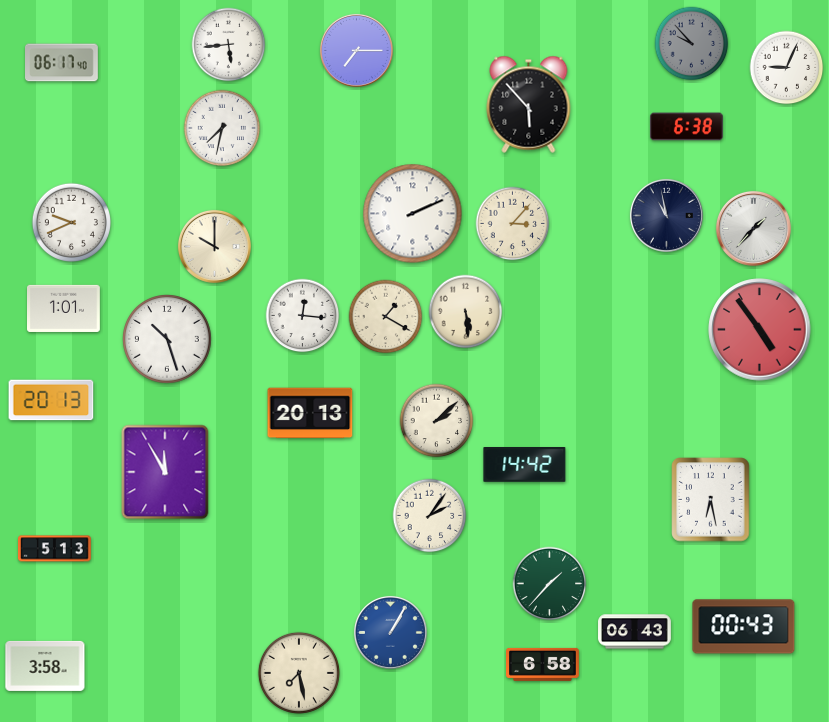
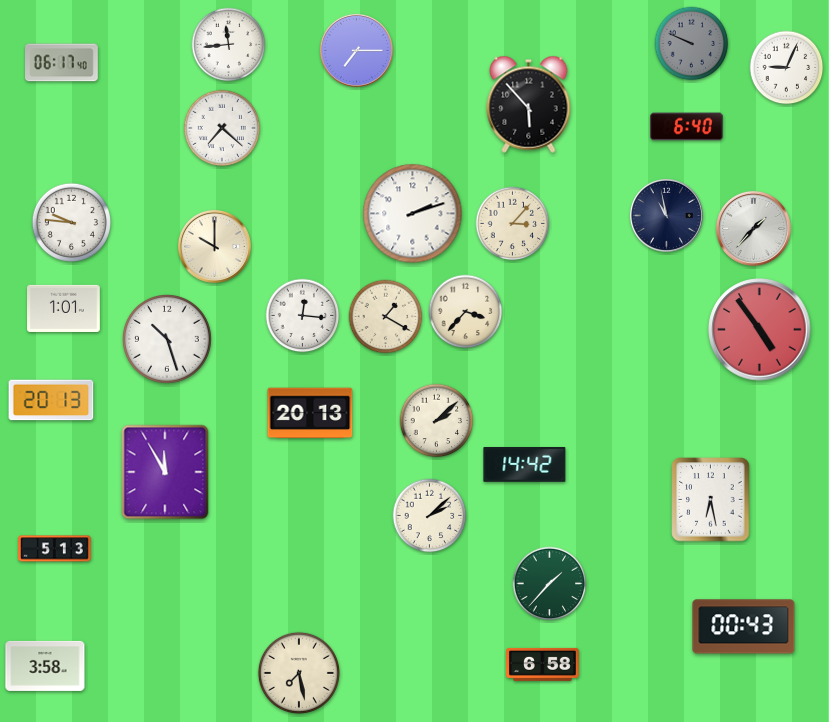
clock at (692, 44): 9:53 -> 9:49
clock at (229, 45): 5:44 -> 11:44
clock at (687, 127): 6:38 -> 6:40
clock at (222, 128): 7:32 -> 7:22
clock at (413, 214): 2:11 -> 2:12
clock at (71, 222): 9:41 -> 9:46
clock at (466, 312): 5:29 -> 3:37
clock at (430, 516): 2:06 -> 2:08
clock at (390, 632): 1:05 -> none
clock at (635, 632): 06:43 -> none
